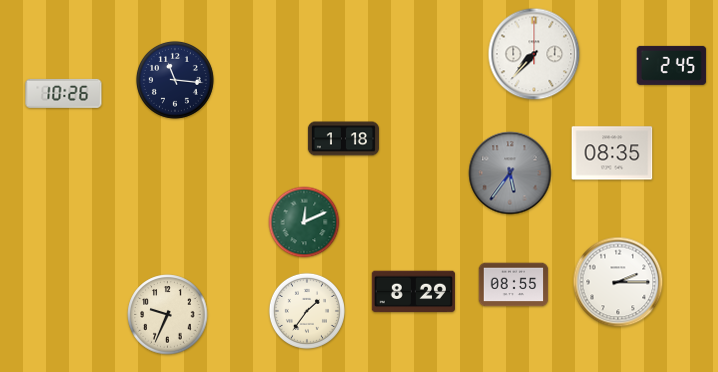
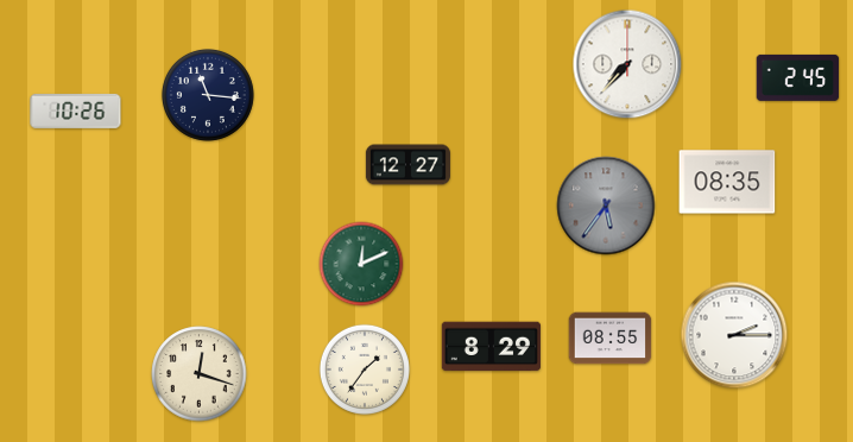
clock at (534, 54) position: (534, 54) -> (627, 64)
clock at (343, 139): 1:18 -> 12:27
clock at (168, 315): 9:34 -> 12:18
